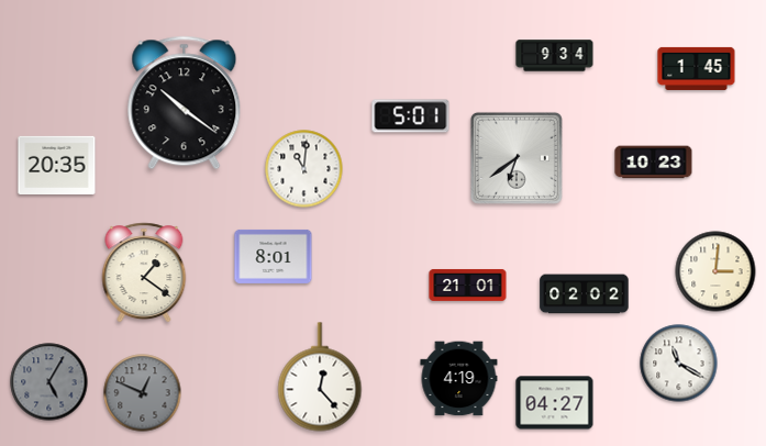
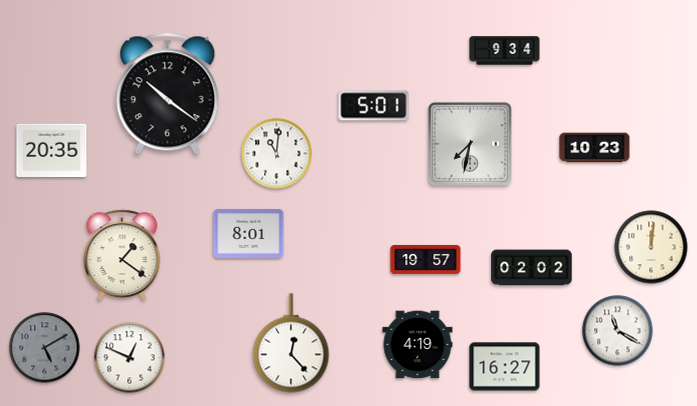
clock at (697, 68): 1:45 -> none
clock at (517, 158): 6:39 -> 7:32
clock at (715, 271): 3:01 -> 12:01
clock at (144, 272) position: (144, 272) -> (122, 255)
clock at (468, 286): 21:01 -> 19:57
clock at (49, 382): 5:05 -> 5:10
clock at (143, 393) dial: grey -> white
clock at (555, 403): 04:27 -> 16:27
